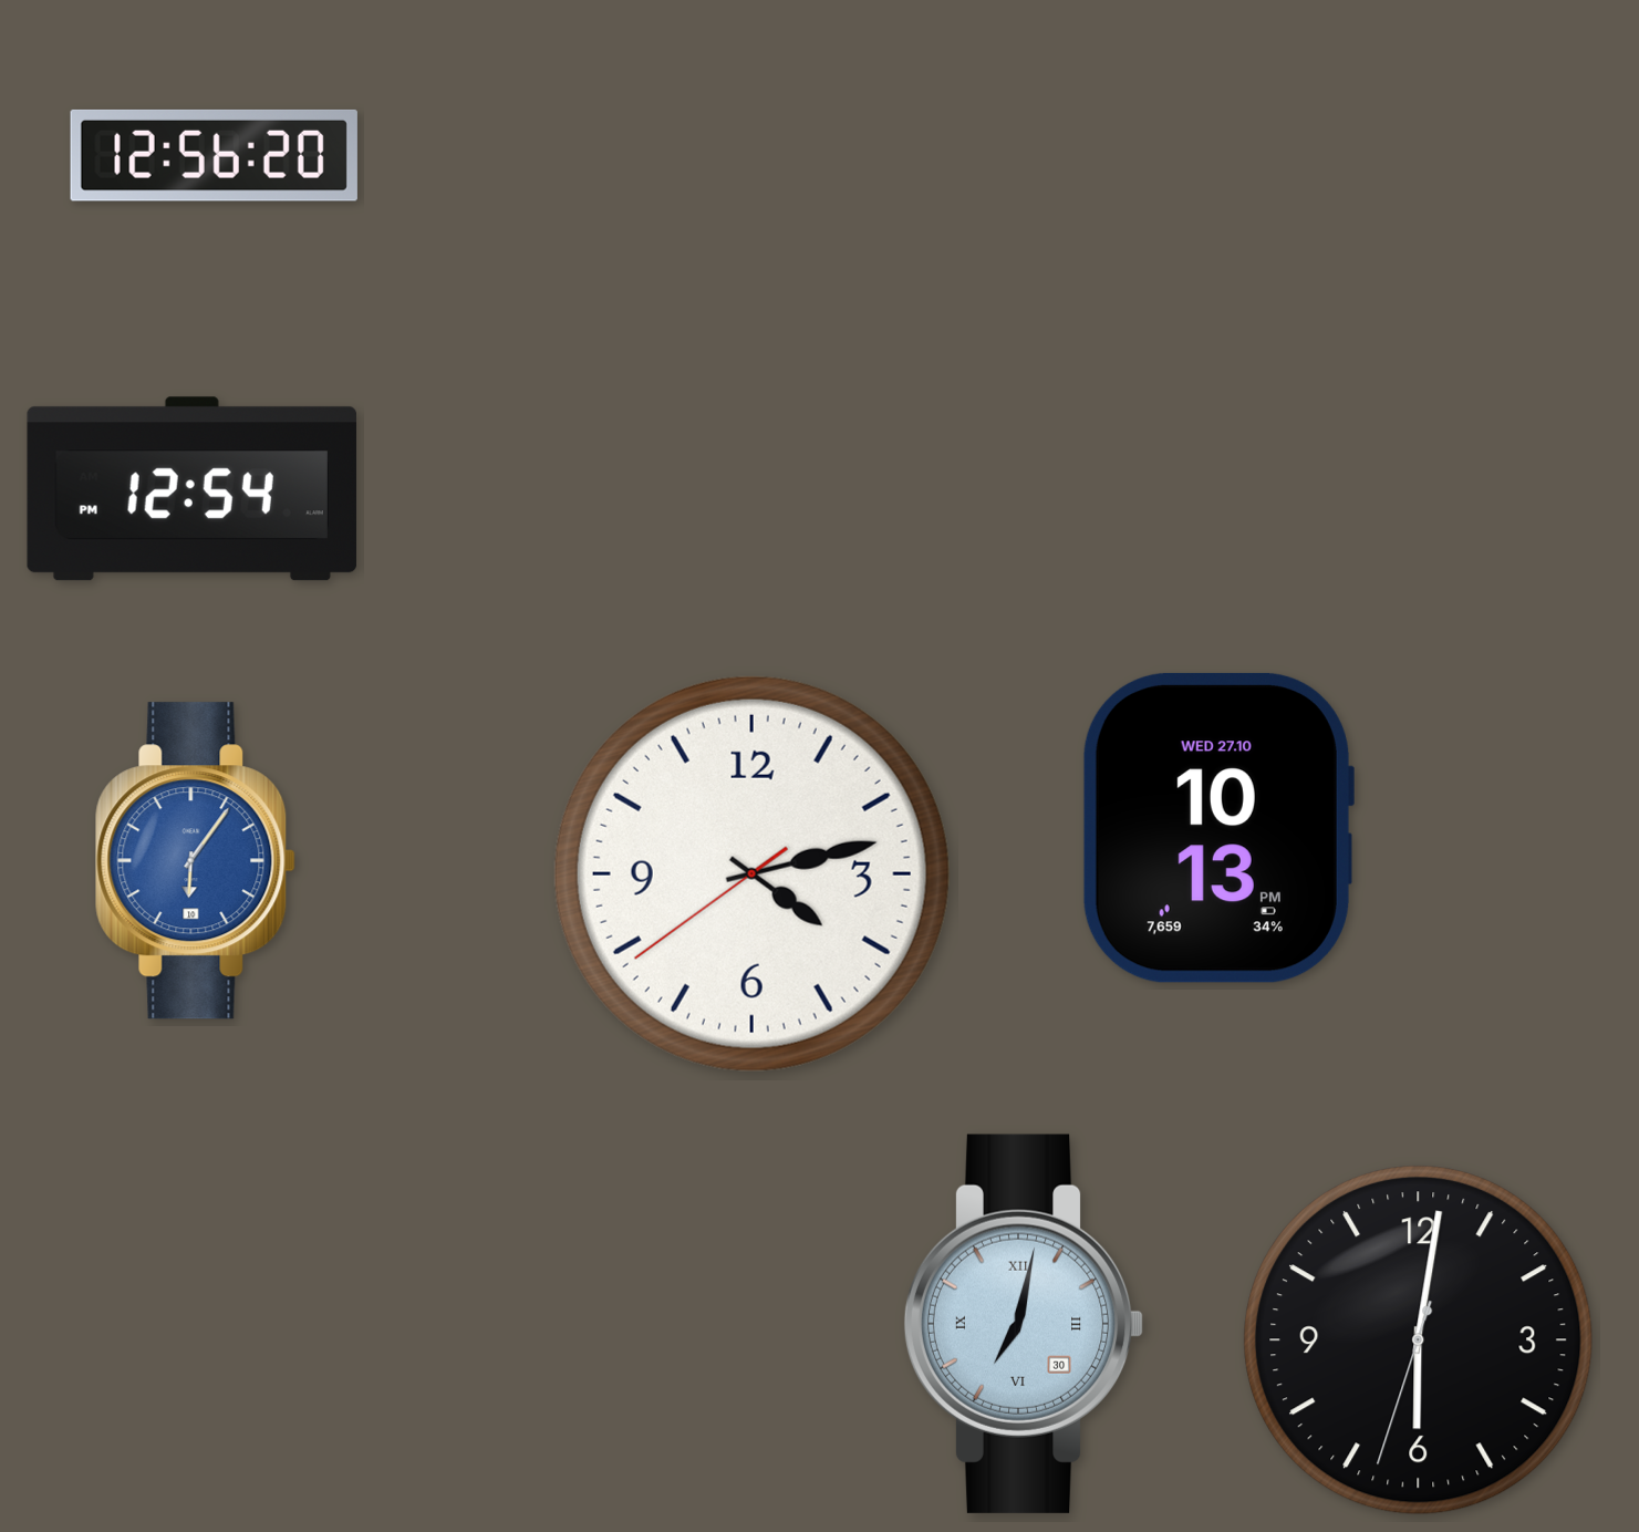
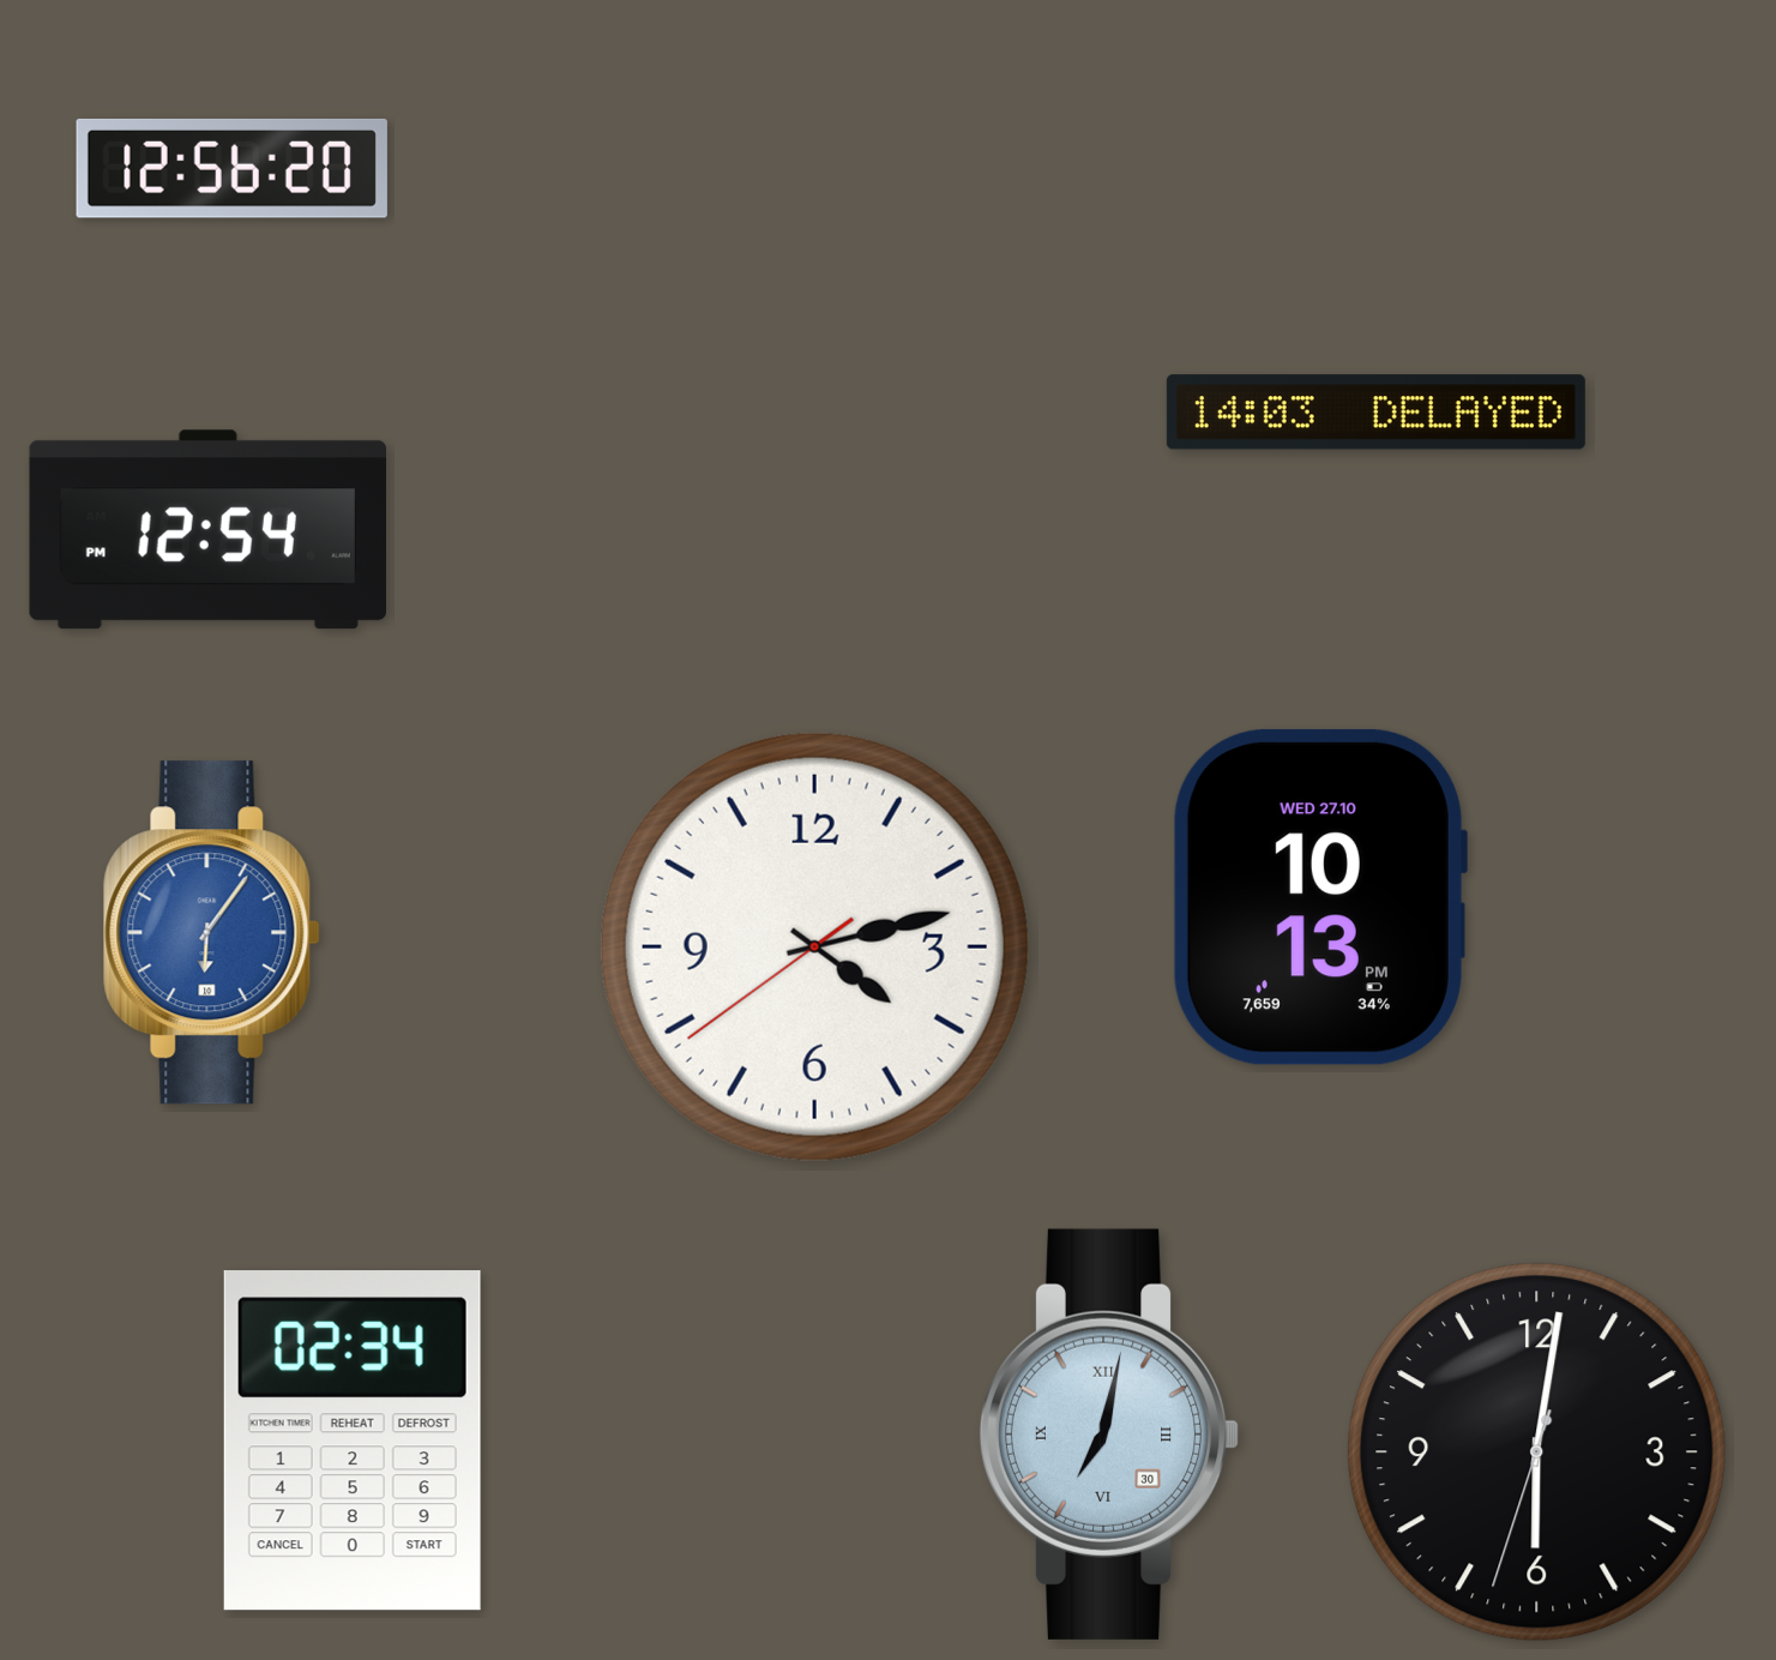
clock at (1375, 413): none -> 14:03
clock at (353, 1441): none -> 02:34
